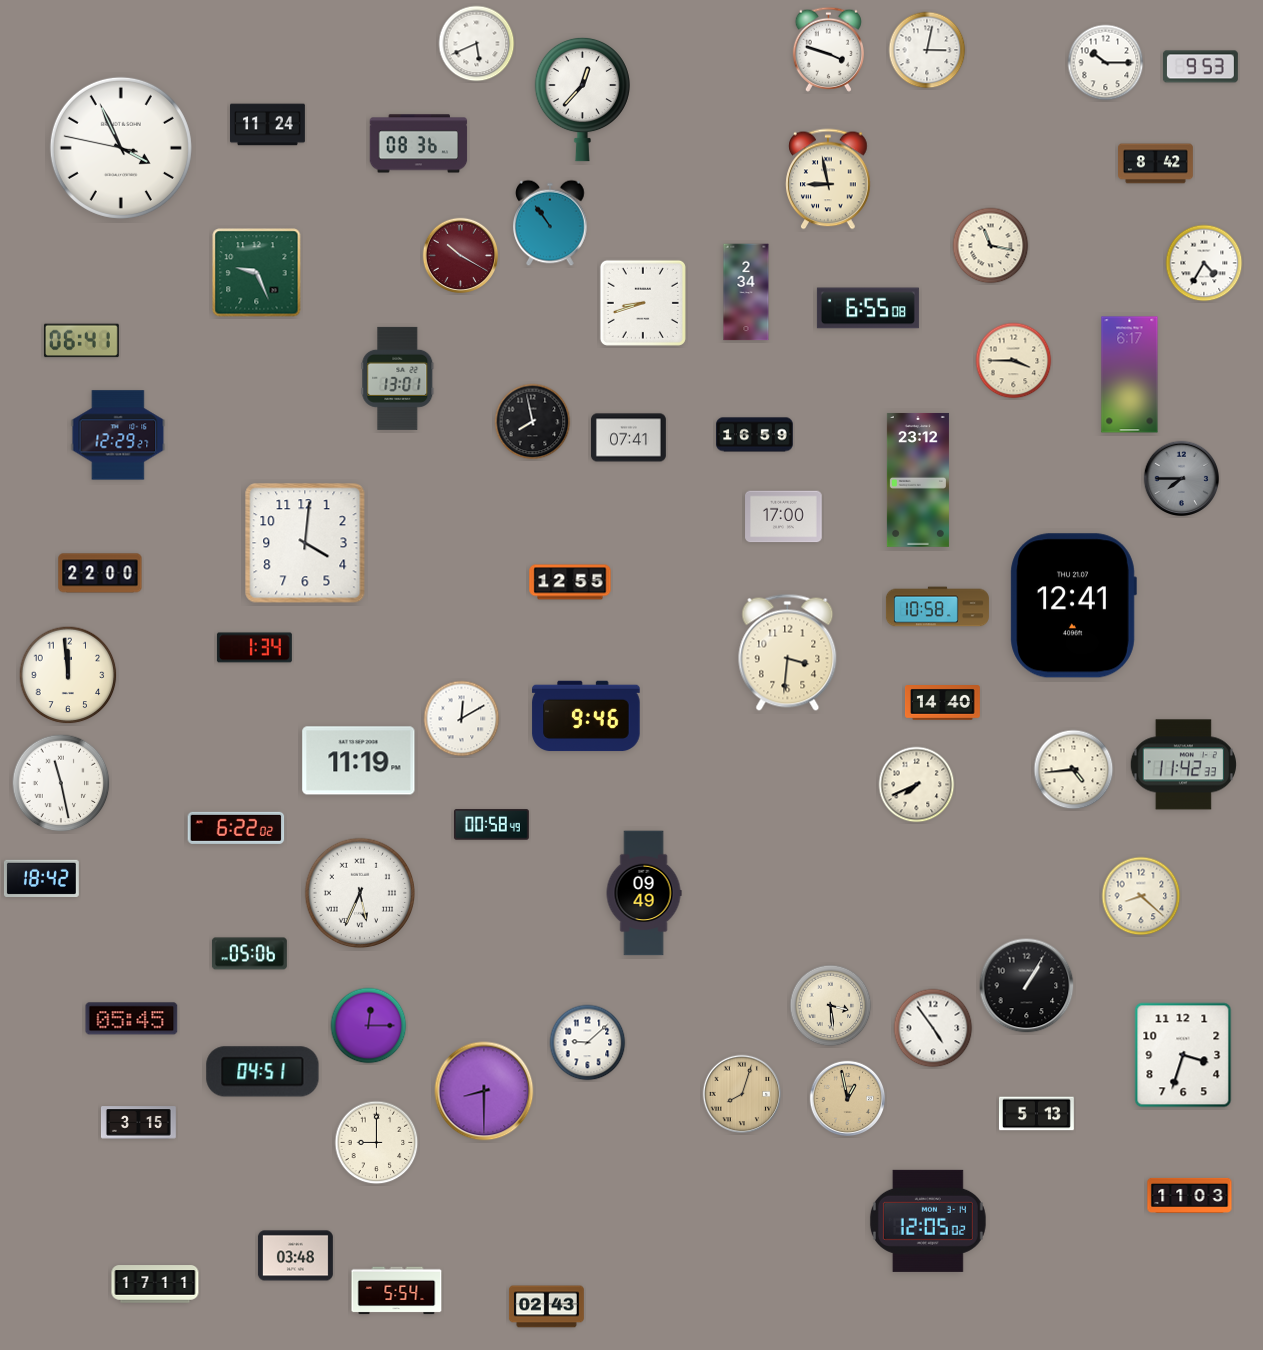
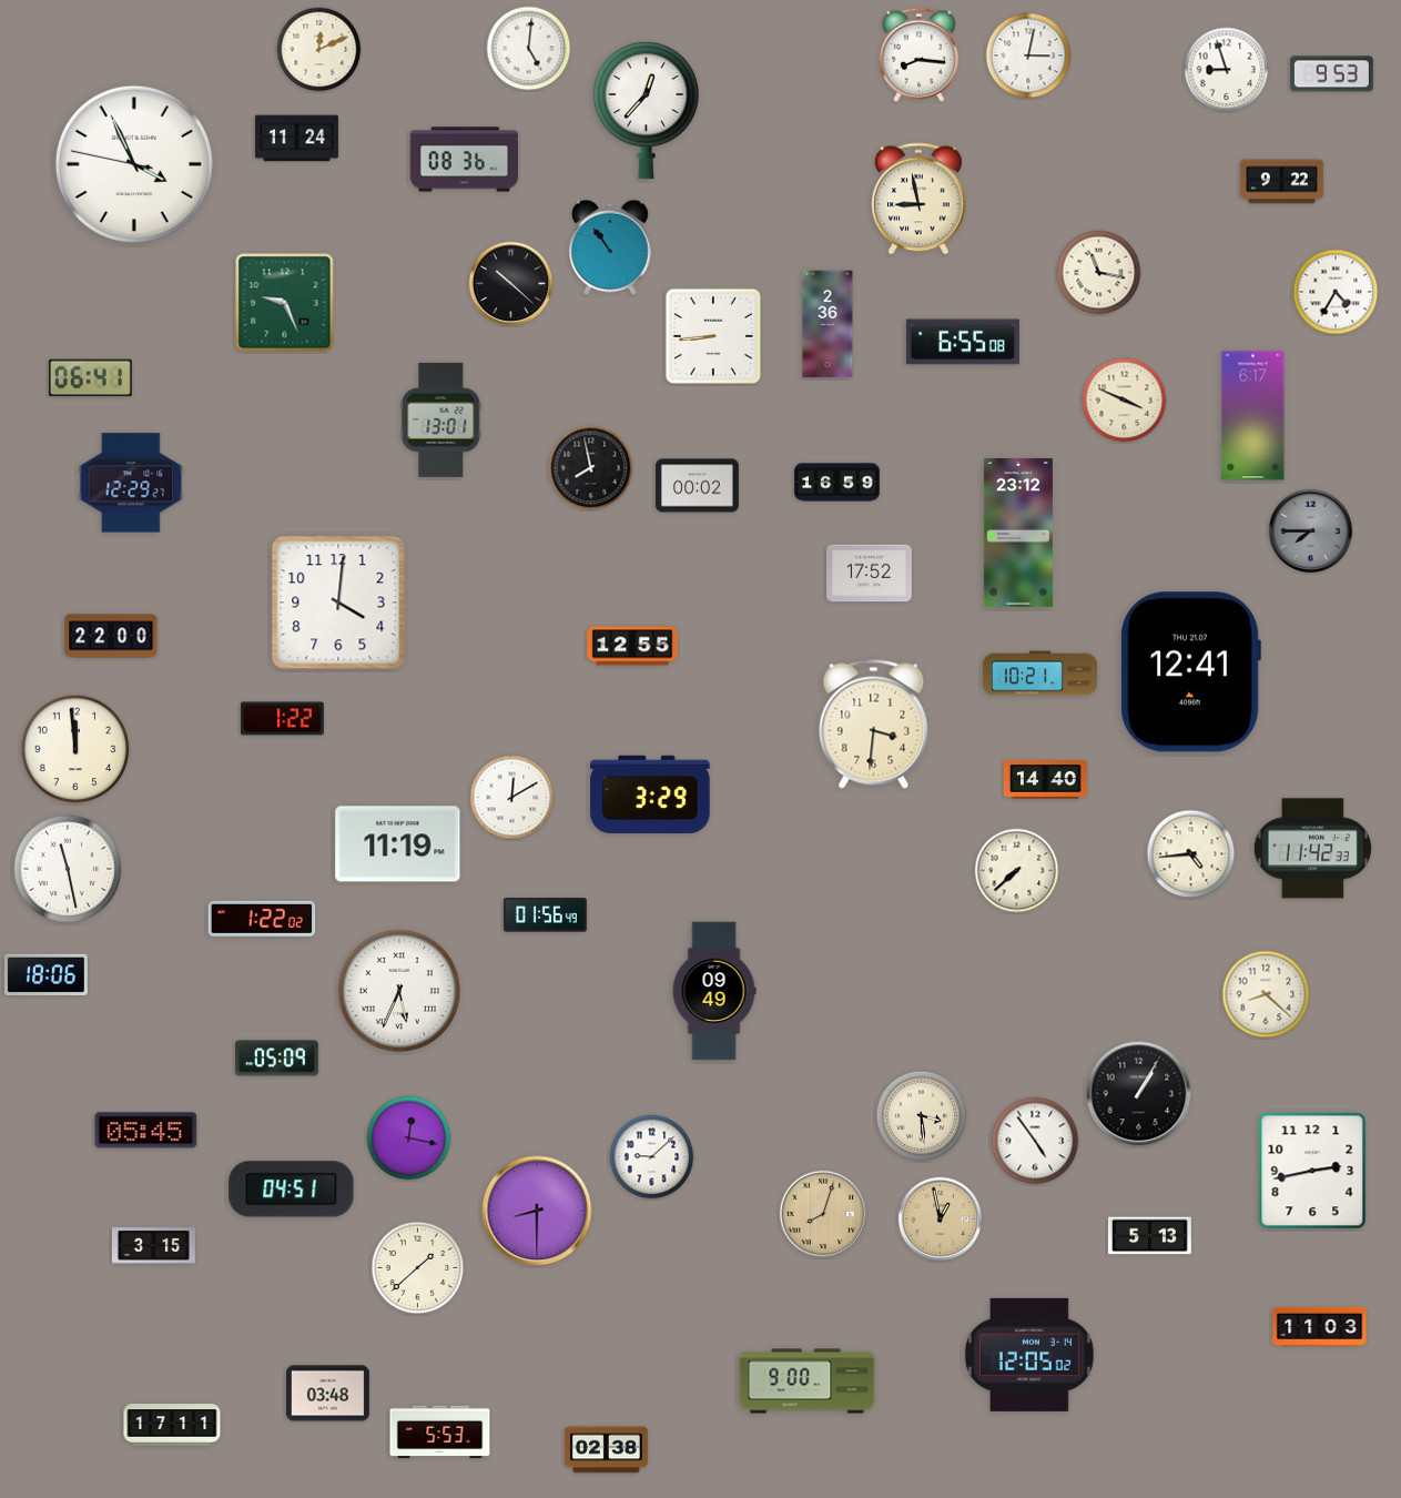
clock at (477, 44): 5:41 -> 5:01
clock at (319, 50): none -> 12:11
clock at (828, 49): 3:48 -> 8:16
clock at (1106, 63): 10:15 -> 8:57
clock at (1156, 164): 8:42 -> 9:22
clock at (461, 256): 10:20 -> 10:22
clock at (461, 256) dial: burgundy -> black
clock at (746, 292): 2:34 -> 2:36
clock at (643, 303): 8:42 -> 8:44
clock at (1014, 361): 3:45 -> 3:49
clock at (629, 438): 07:41 -> 00:02
clock at (784, 517): 17:00 -> 17:52
clock at (937, 607): 10:58 -> 10:21
clock at (254, 648): 1:34 -> 1:22
clock at (586, 716): 9:46 -> 3:29
clock at (917, 785): 7:41 -> 7:38
clock at (491, 825): 00:58 -> 01:56
clock at (236, 828): 6:22 -> 1:22
clock at (41, 879): 18:42 -> 18:06
clock at (249, 954): 05:06 -> 05:09
clock at (369, 1026): 12:15 -> 12:17
clock at (1183, 1055): 3:33 -> 2:43
clock at (377, 1143): 9:00 -> 1:38
clock at (808, 1381): none -> 9:00
clock at (397, 1291): 5:54 -> 5:53
clock at (546, 1307): 02:43 -> 02:38
